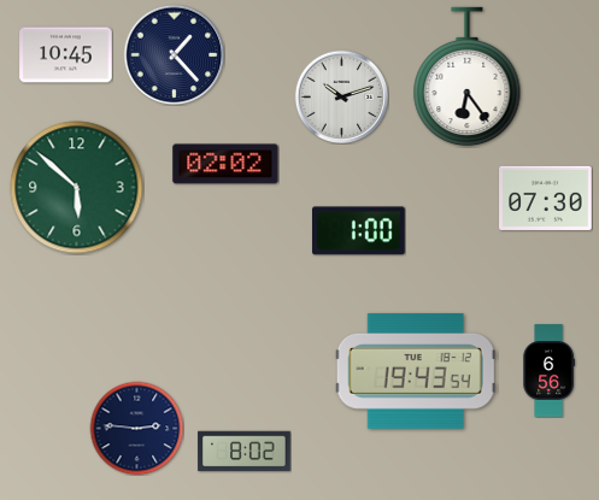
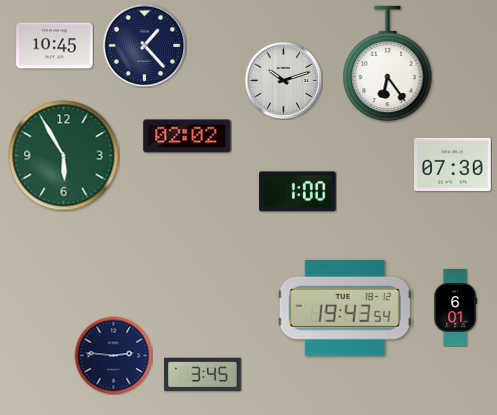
clock at (77, 188): 5:52 -> 5:55
clock at (548, 371): 6:56 -> 6:01
clock at (245, 452): 8:02 -> 3:45
